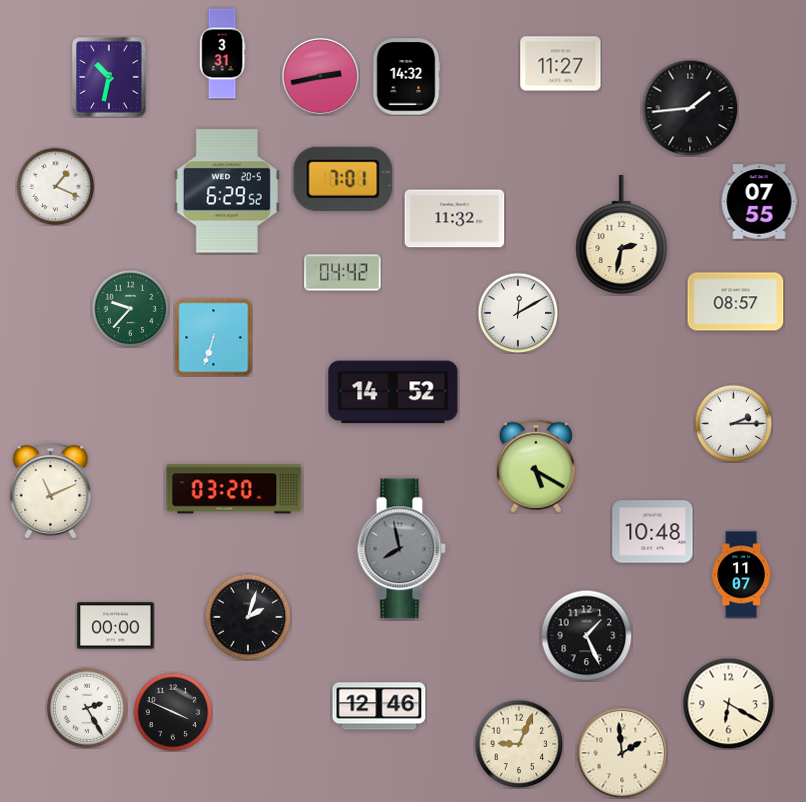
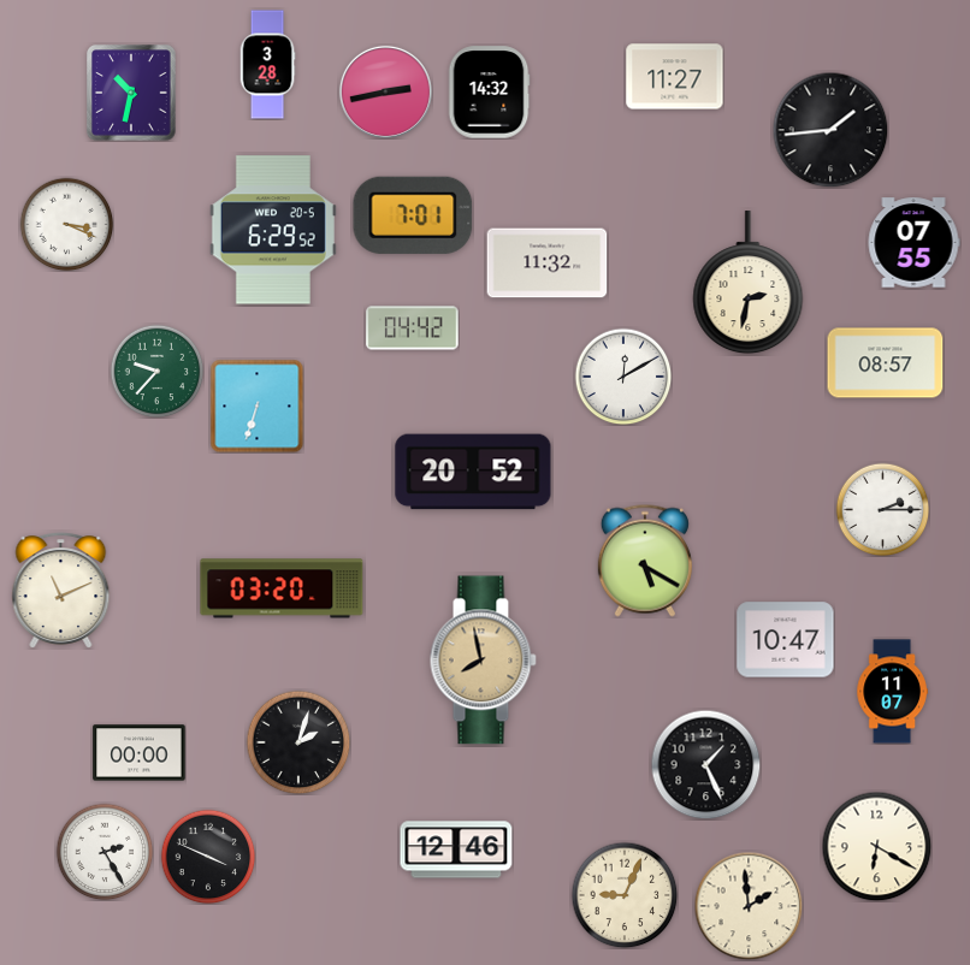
clock at (222, 54): 3:31 -> 3:28
clock at (55, 186): 1:19 -> 3:19
clock at (393, 392): 14:52 -> 20:52
clock at (653, 532): 10:48 -> 10:47
clock at (401, 549) dial: grey -> champagne
